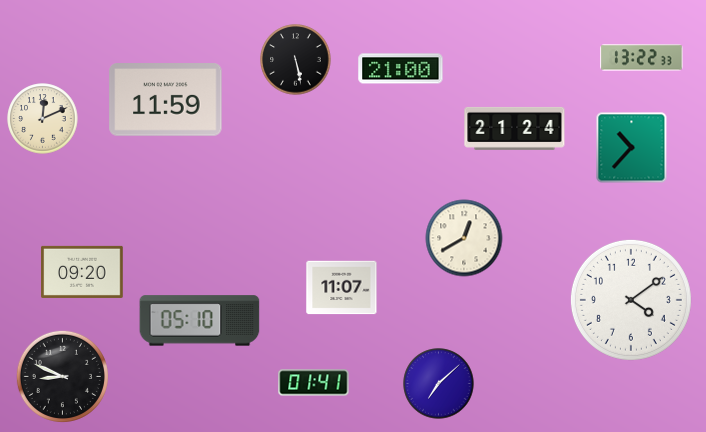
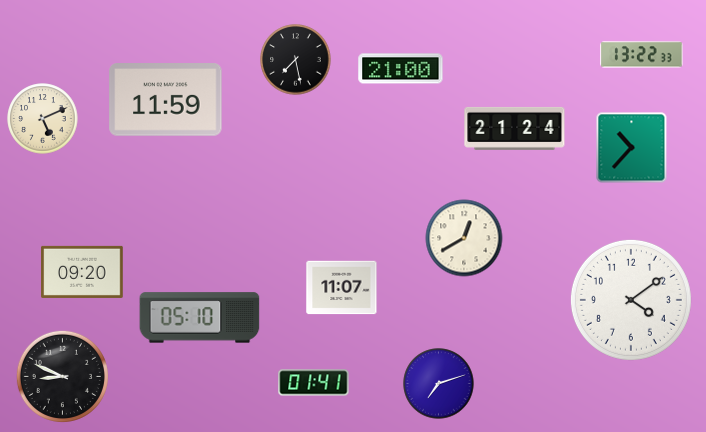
clock at (642, 58) position: (642, 58) -> (642, 55)
clock at (296, 60): 5:28 -> 7:28
clock at (43, 119): 12:11 -> 5:11
clock at (200, 321) position: (200, 321) -> (200, 318)
clock at (439, 384): 7:08 -> 7:12
